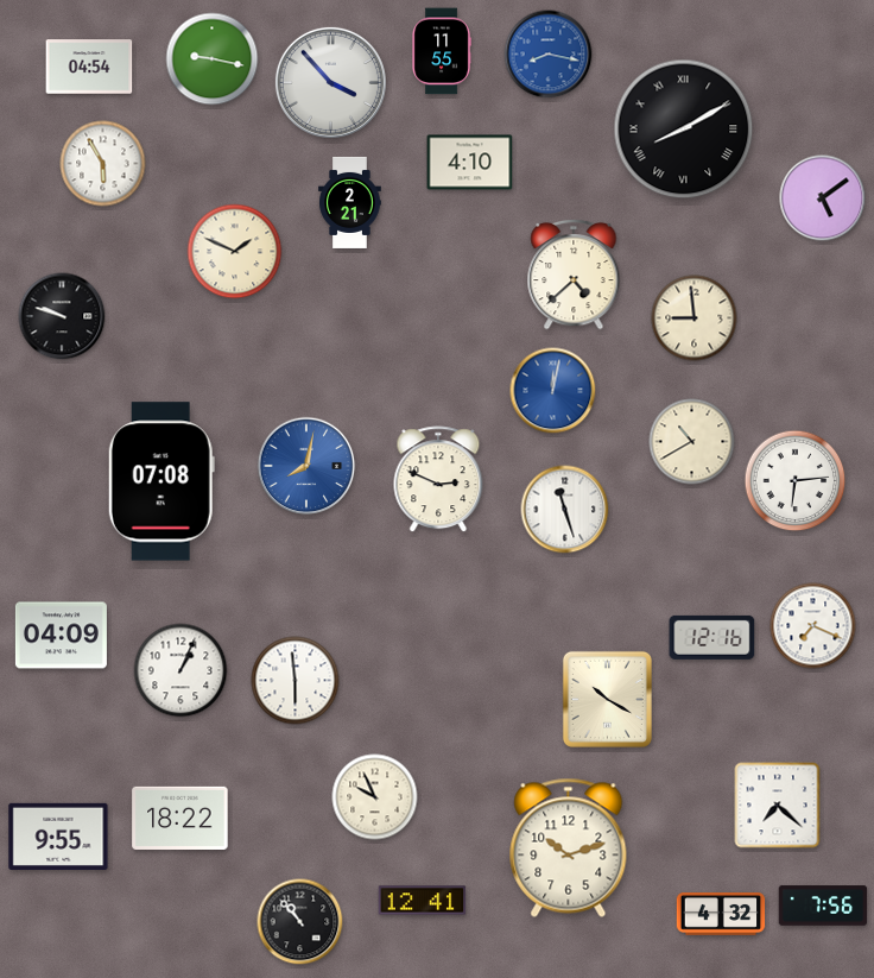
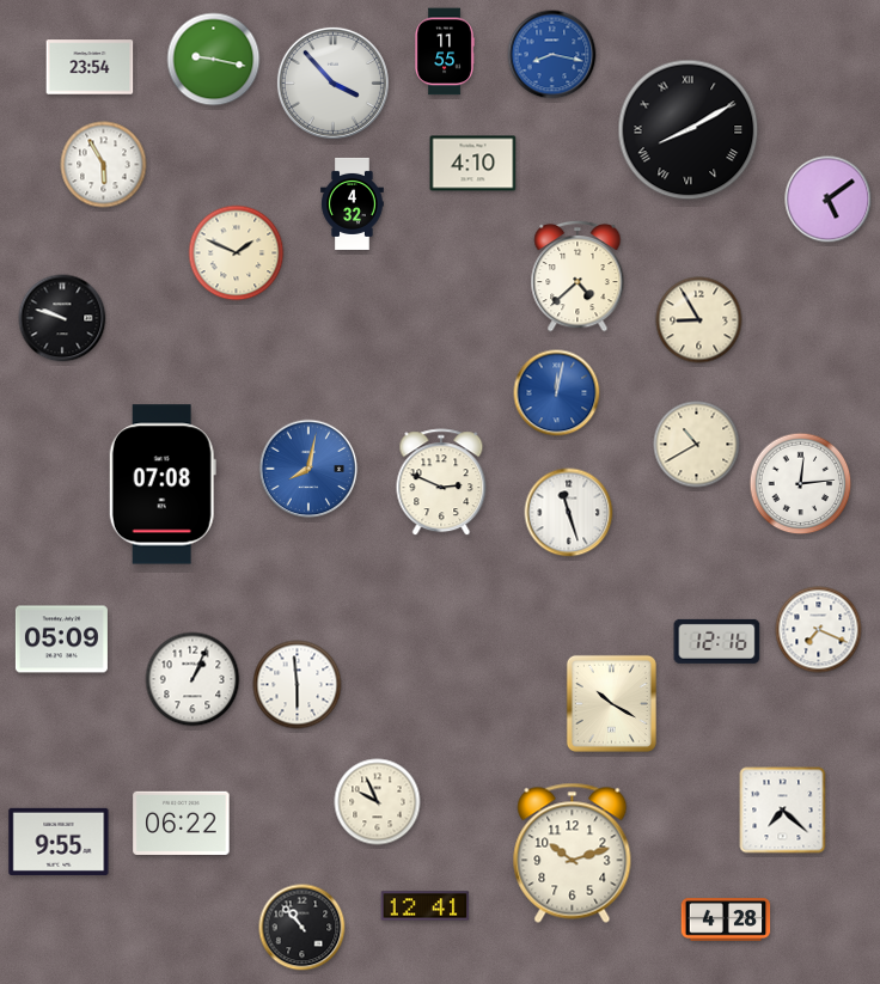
clock at (89, 67): 04:54 -> 23:54
clock at (350, 202): 2:21 -> 4:32
clock at (695, 318): 8:59 -> 8:55
clock at (796, 481): 6:14 -> 12:14
clock at (61, 636): 04:09 -> 05:09
clock at (180, 670) position: (180, 670) -> (192, 679)
clock at (180, 818): 18:22 -> 06:22
clock at (823, 906): 7:56 -> none
clock at (721, 914): 4:32 -> 4:28
